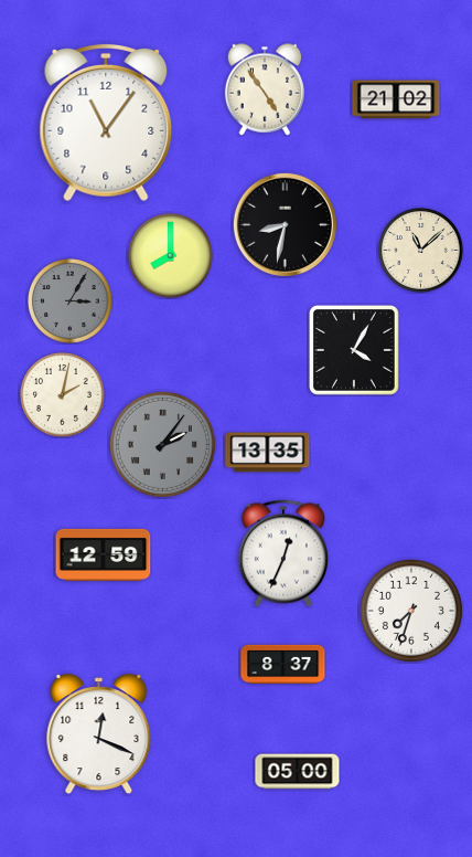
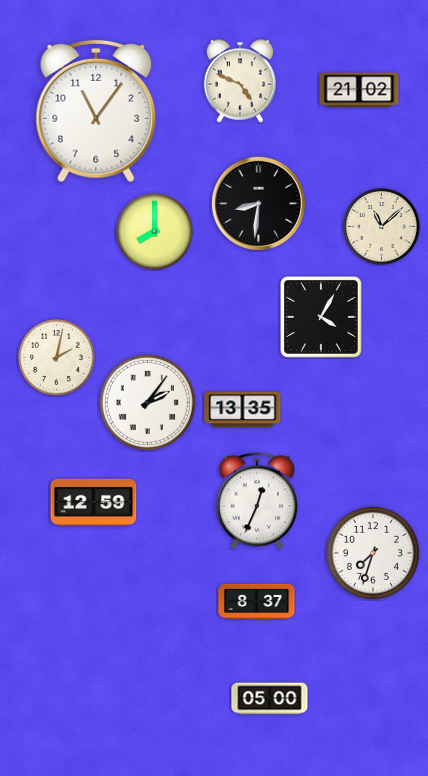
clock at (265, 89): 4:54 -> 4:49
clock at (285, 224): 8:32 -> 8:31
clock at (71, 301): 3:05 -> none
clock at (162, 444) dial: grey -> white
clock at (99, 734): 12:19 -> none
